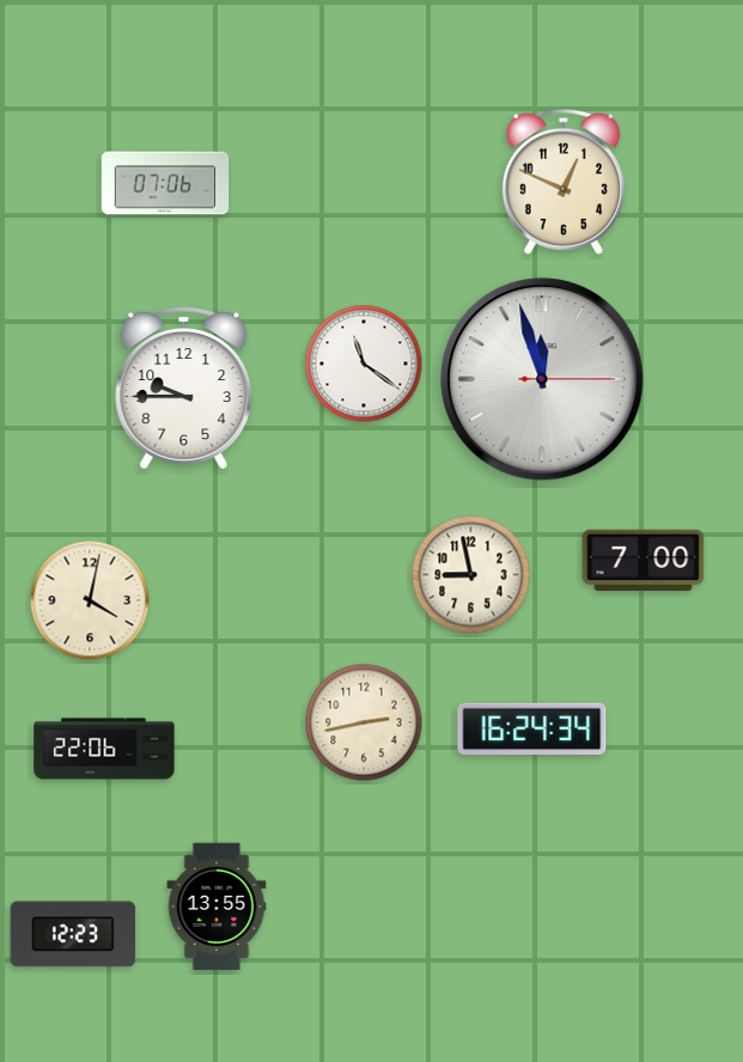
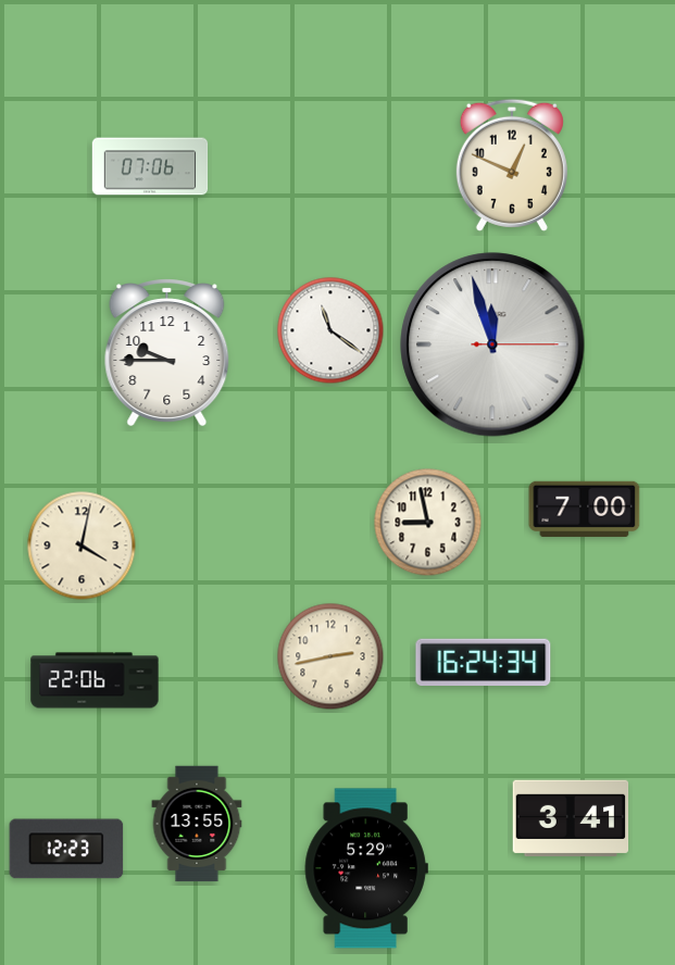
clock at (571, 817): none -> 3:41
clock at (366, 868): none -> 5:29
